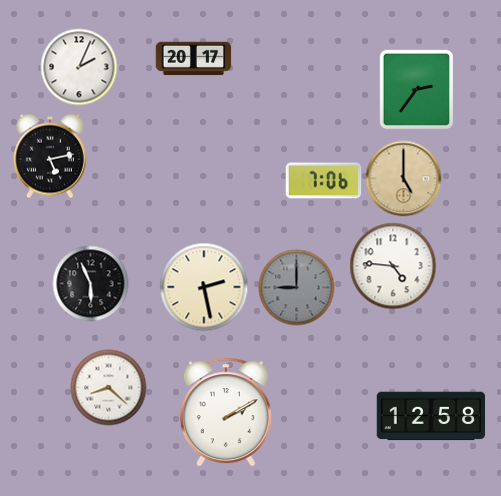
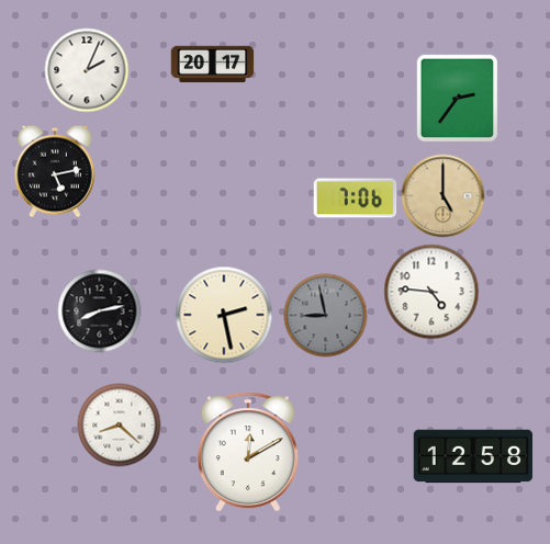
clock at (79, 67) position: (79, 67) -> (87, 70)
clock at (91, 284): 5:56 -> 8:13
clock at (297, 288): 9:00 -> 8:58
clock at (226, 412): 2:10 -> 12:10
